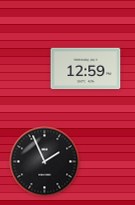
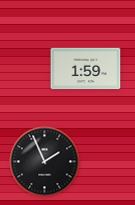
clock at (86, 69): 12:59 -> 1:59
